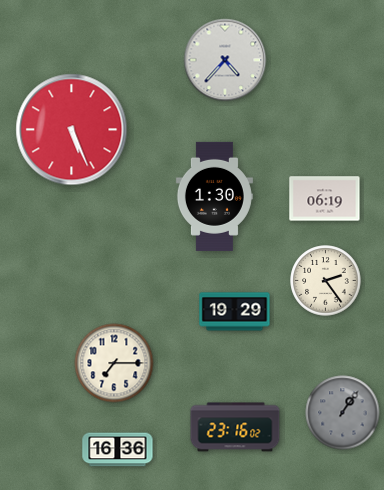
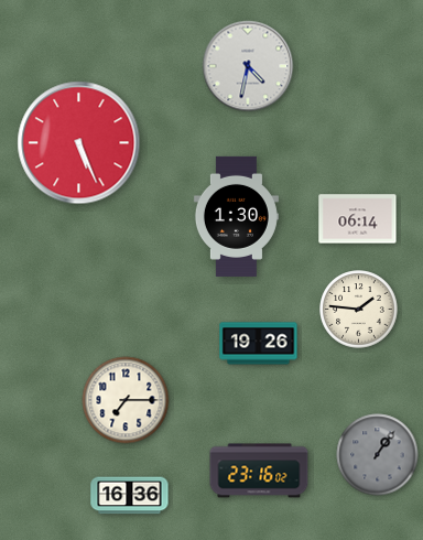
clock at (225, 60): 4:37 -> 4:32
clock at (325, 199): 06:19 -> 06:14
clock at (326, 281): 2:24 -> 1:46
clock at (235, 312): 19:29 -> 19:26
